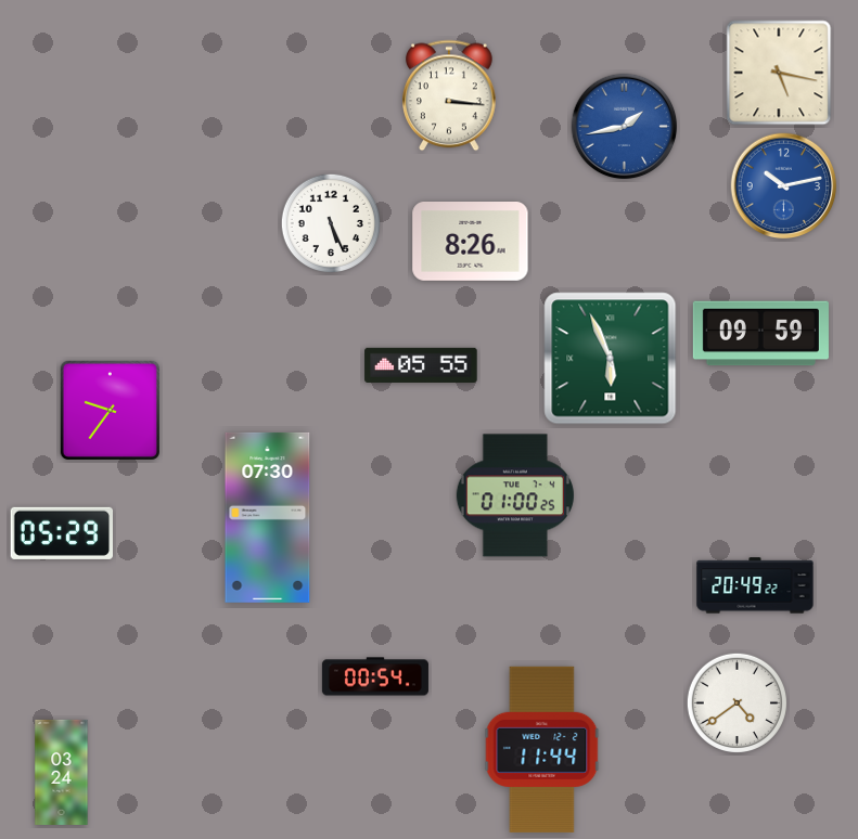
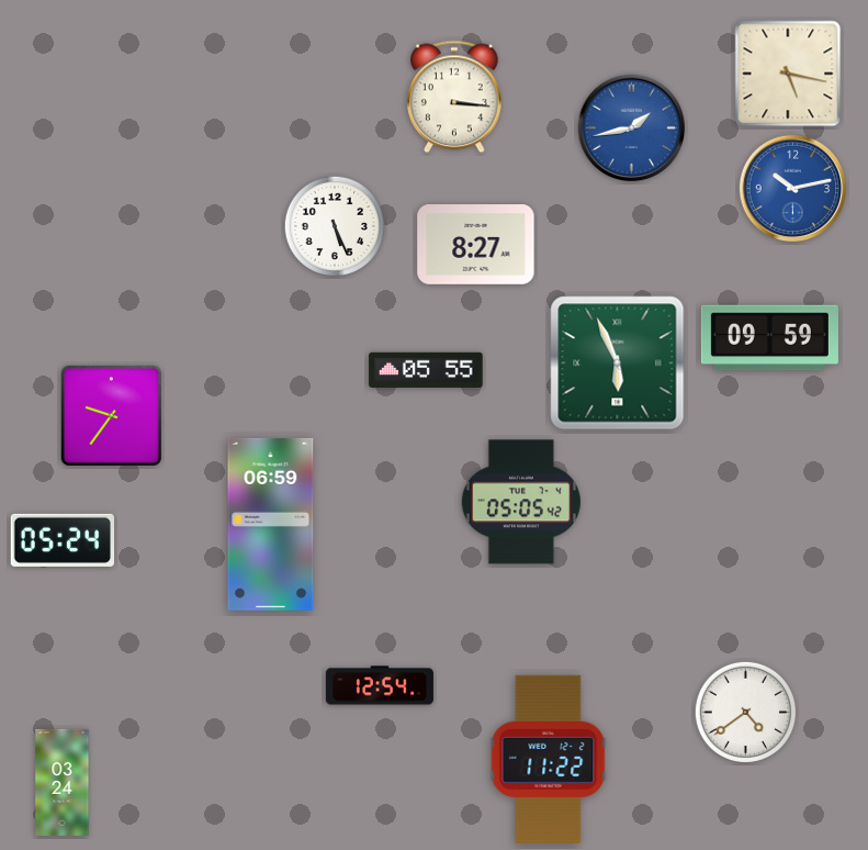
clock at (471, 242): 8:26 -> 8:27
clock at (515, 495): 01:00 -> 05:05
clock at (268, 517): 07:30 -> 06:59
clock at (61, 533): 05:29 -> 05:24
clock at (755, 585): 20:49 -> none
clock at (375, 676): 00:54 -> 12:54
clock at (542, 749): 11:44 -> 11:22
